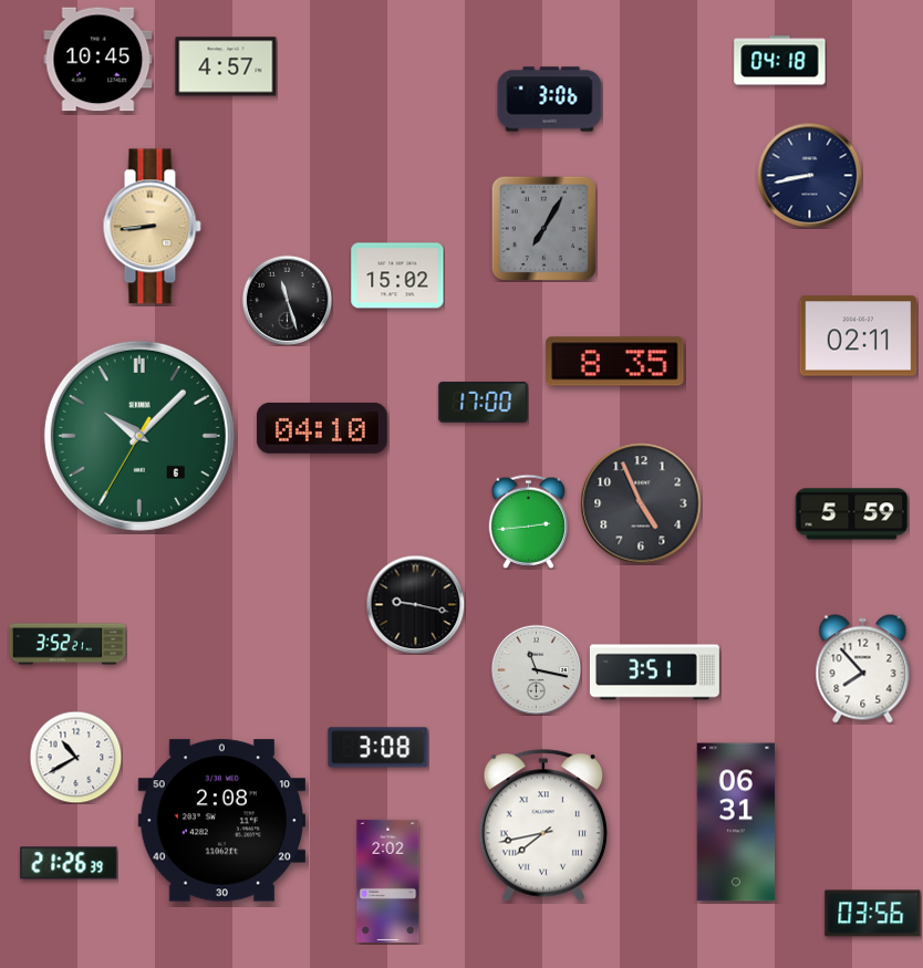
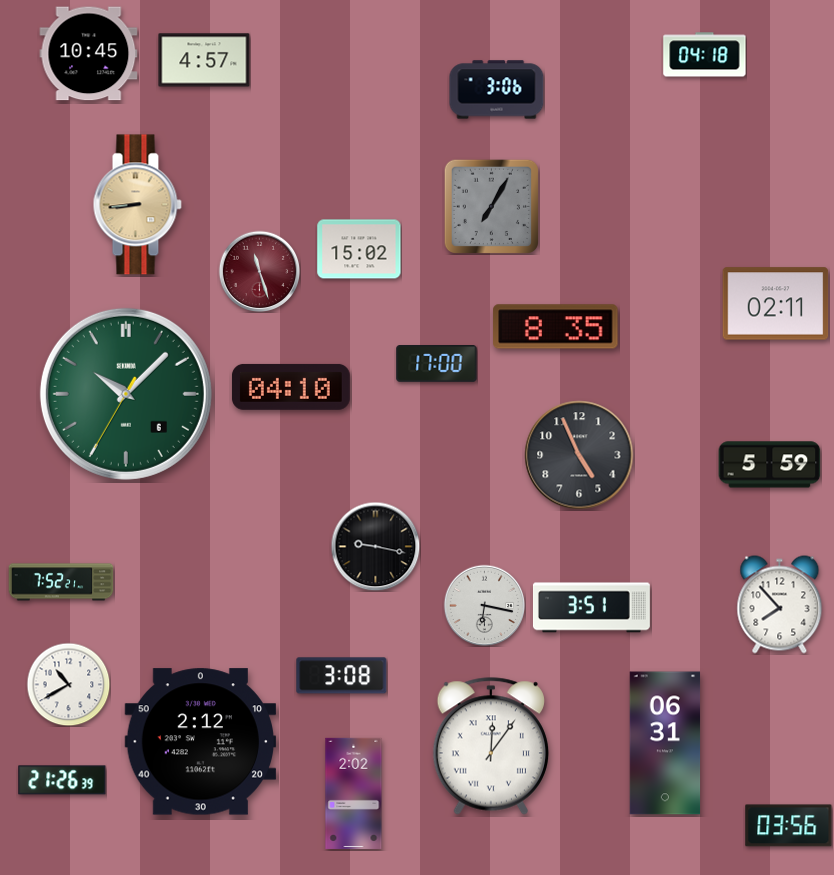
clock at (809, 175): 8:43 -> none
clock at (287, 300) dial: black -> burgundy
clock at (529, 521): 2:44 -> none
clock at (68, 644): 3:52 -> 7:52
clock at (536, 669): 11:17 -> 6:17
clock at (222, 821): 2:08 -> 2:12
clock at (543, 825): 7:43 -> 12:06
clock at (388, 881) position: (388, 881) -> (354, 793)
